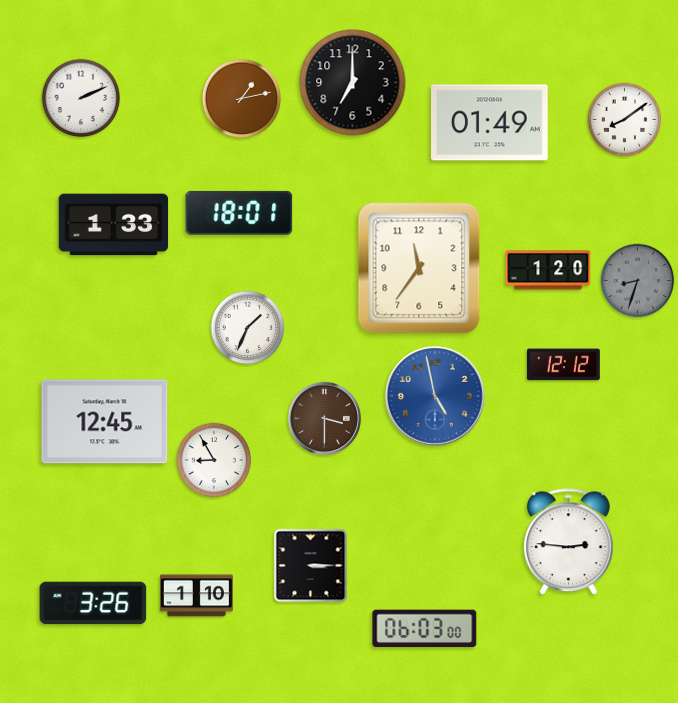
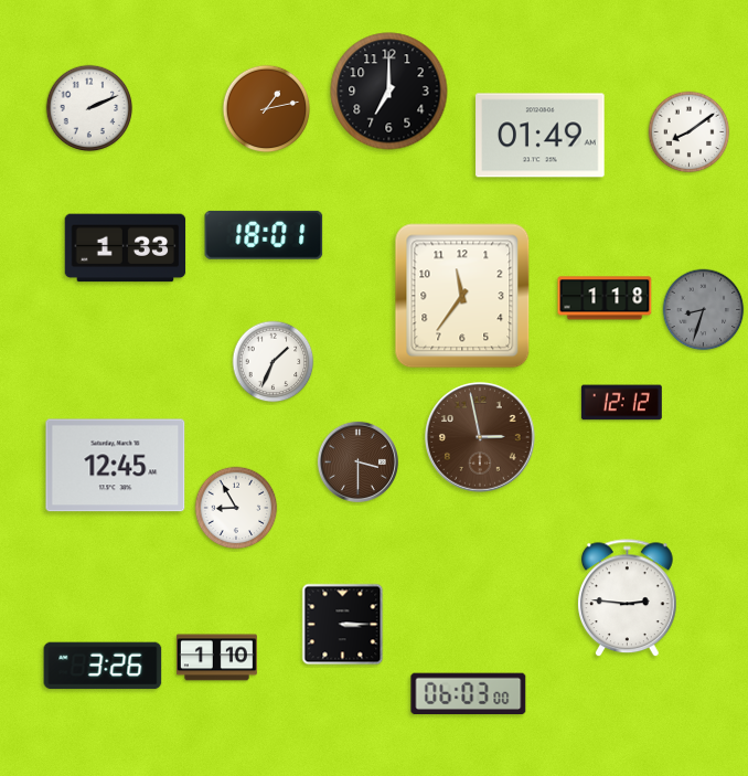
clock at (548, 270): 1:20 -> 1:18
clock at (436, 397): 4:58 -> 2:58
clock at (436, 397) dial: blue -> brown
